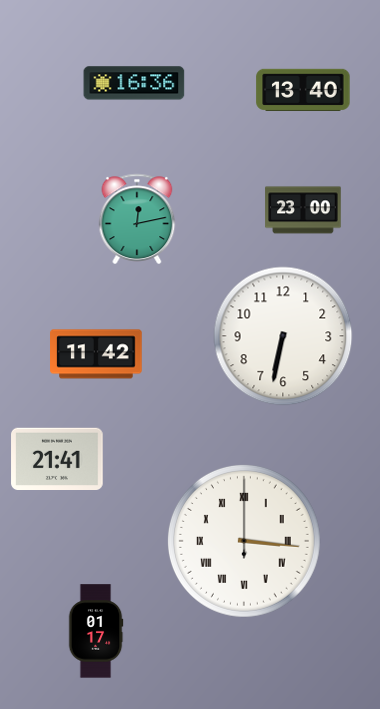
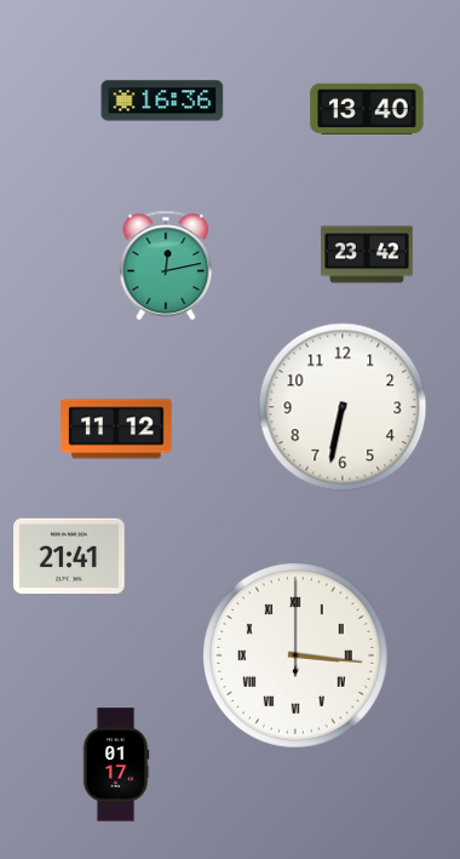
clock at (303, 210): 23:00 -> 23:42
clock at (96, 354): 11:42 -> 11:12
